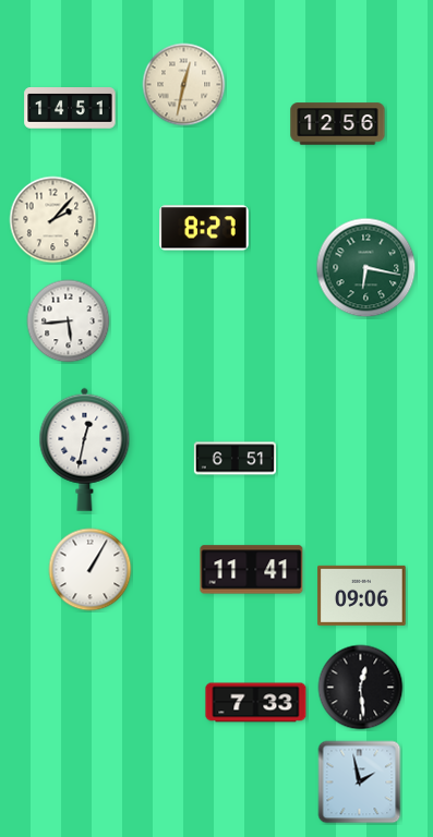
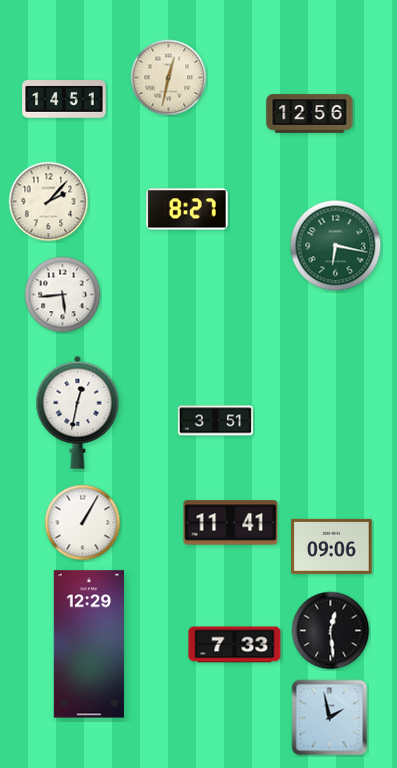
clock at (234, 459): 6:51 -> 3:51
clock at (89, 644): none -> 12:29
